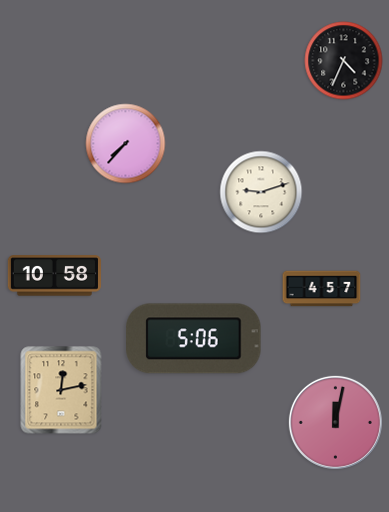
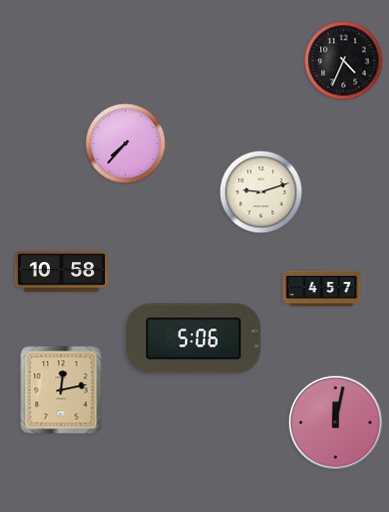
clock at (54, 276) position: (54, 276) -> (61, 272)
